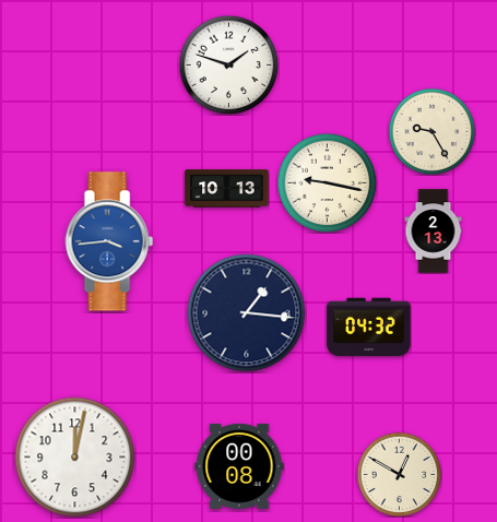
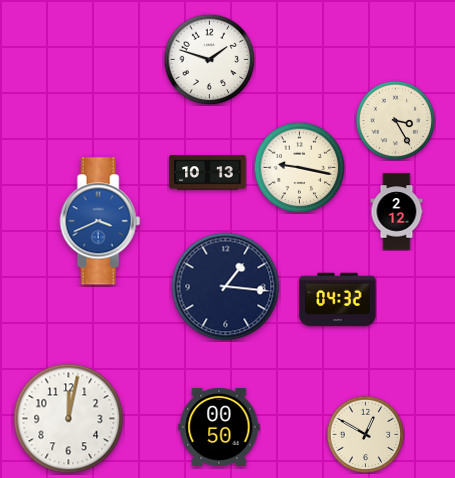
clock at (431, 131): 9:25 -> 3:25
clock at (434, 232): 2:13 -> 2:12
clock at (109, 241): 3:44 -> 3:41
clock at (239, 466): 00:08 -> 00:50
